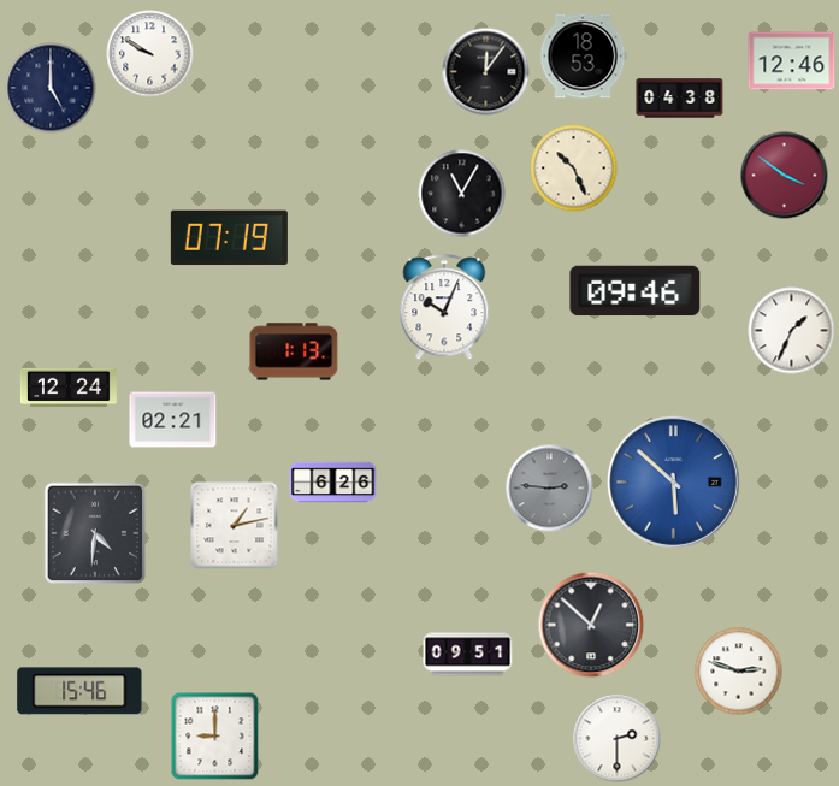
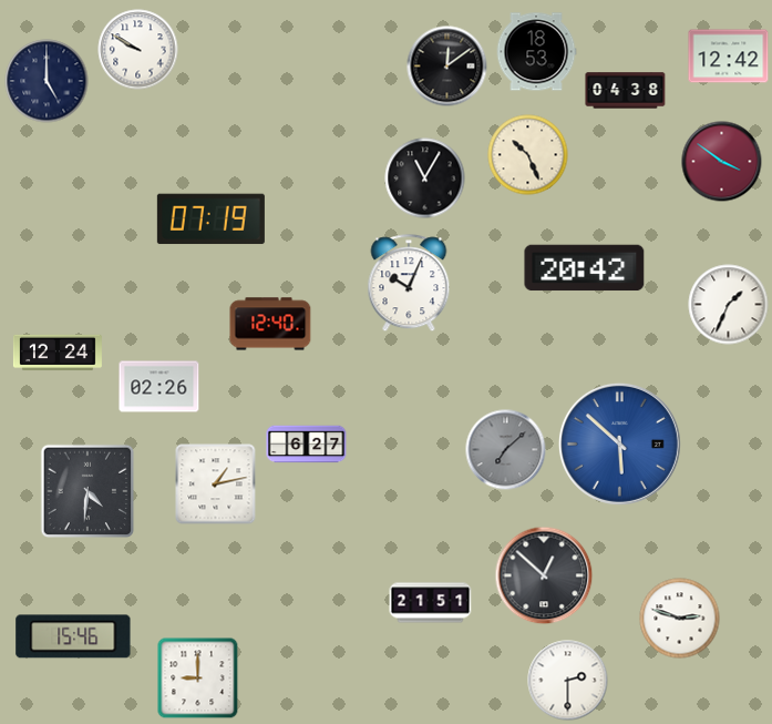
clock at (792, 61): 12:46 -> 12:42
clock at (486, 72): 12:06 -> 12:09
clock at (636, 291): 09:46 -> 20:42
clock at (294, 351): 1:13 -> 12:40
clock at (69, 388) position: (69, 388) -> (58, 353)
clock at (173, 420): 02:21 -> 02:26
clock at (333, 483): 6:26 -> 6:27
clock at (550, 489): 2:46 -> 7:08
clock at (468, 655): 09:51 -> 21:51
